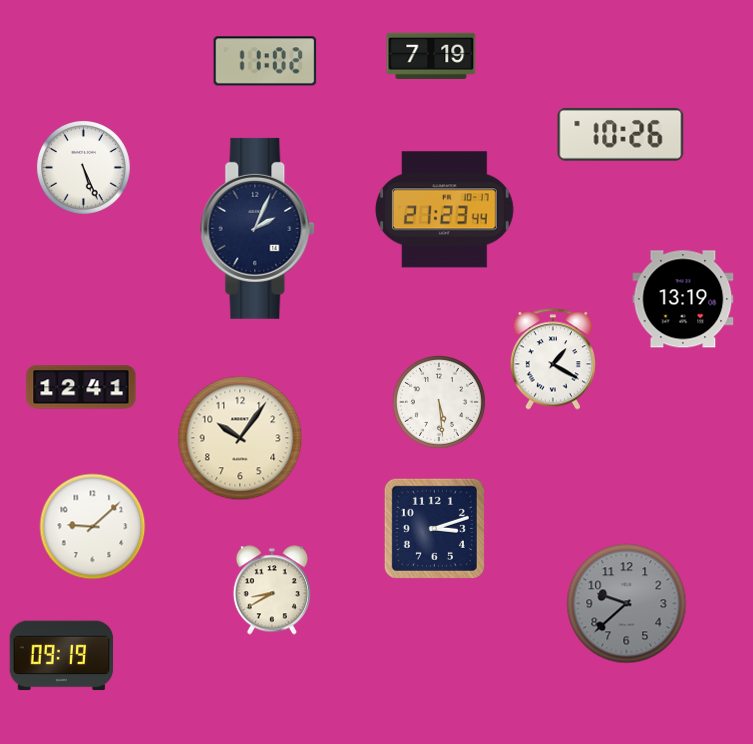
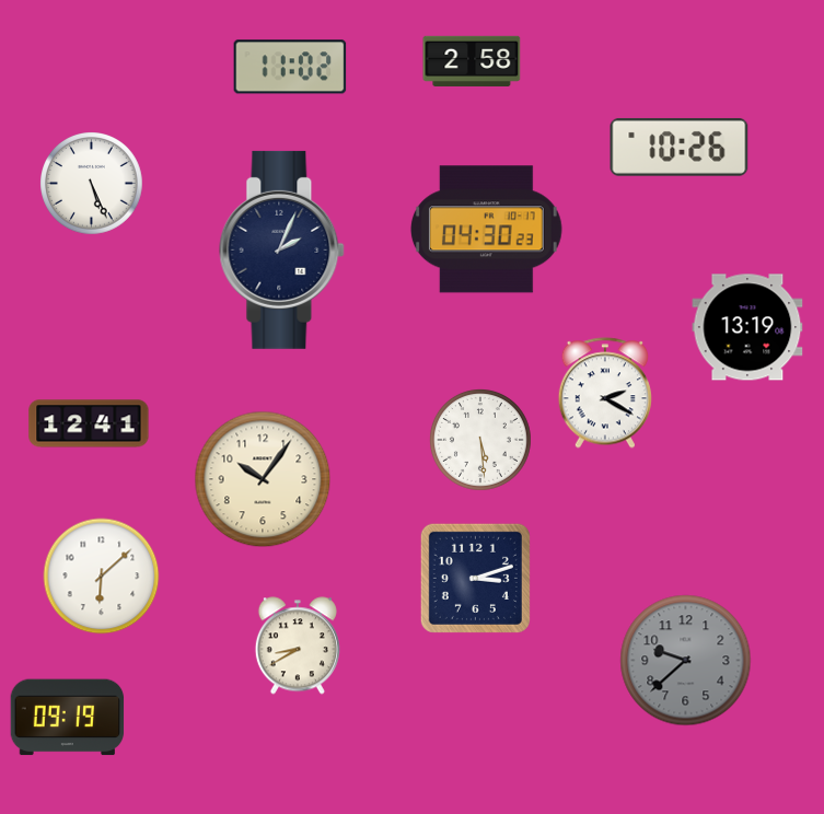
clock at (431, 56): 7:19 -> 2:58
clock at (444, 210): 21:23 -> 04:30
clock at (553, 359): 1:20 -> 2:20
clock at (93, 527): 9:08 -> 6:08
